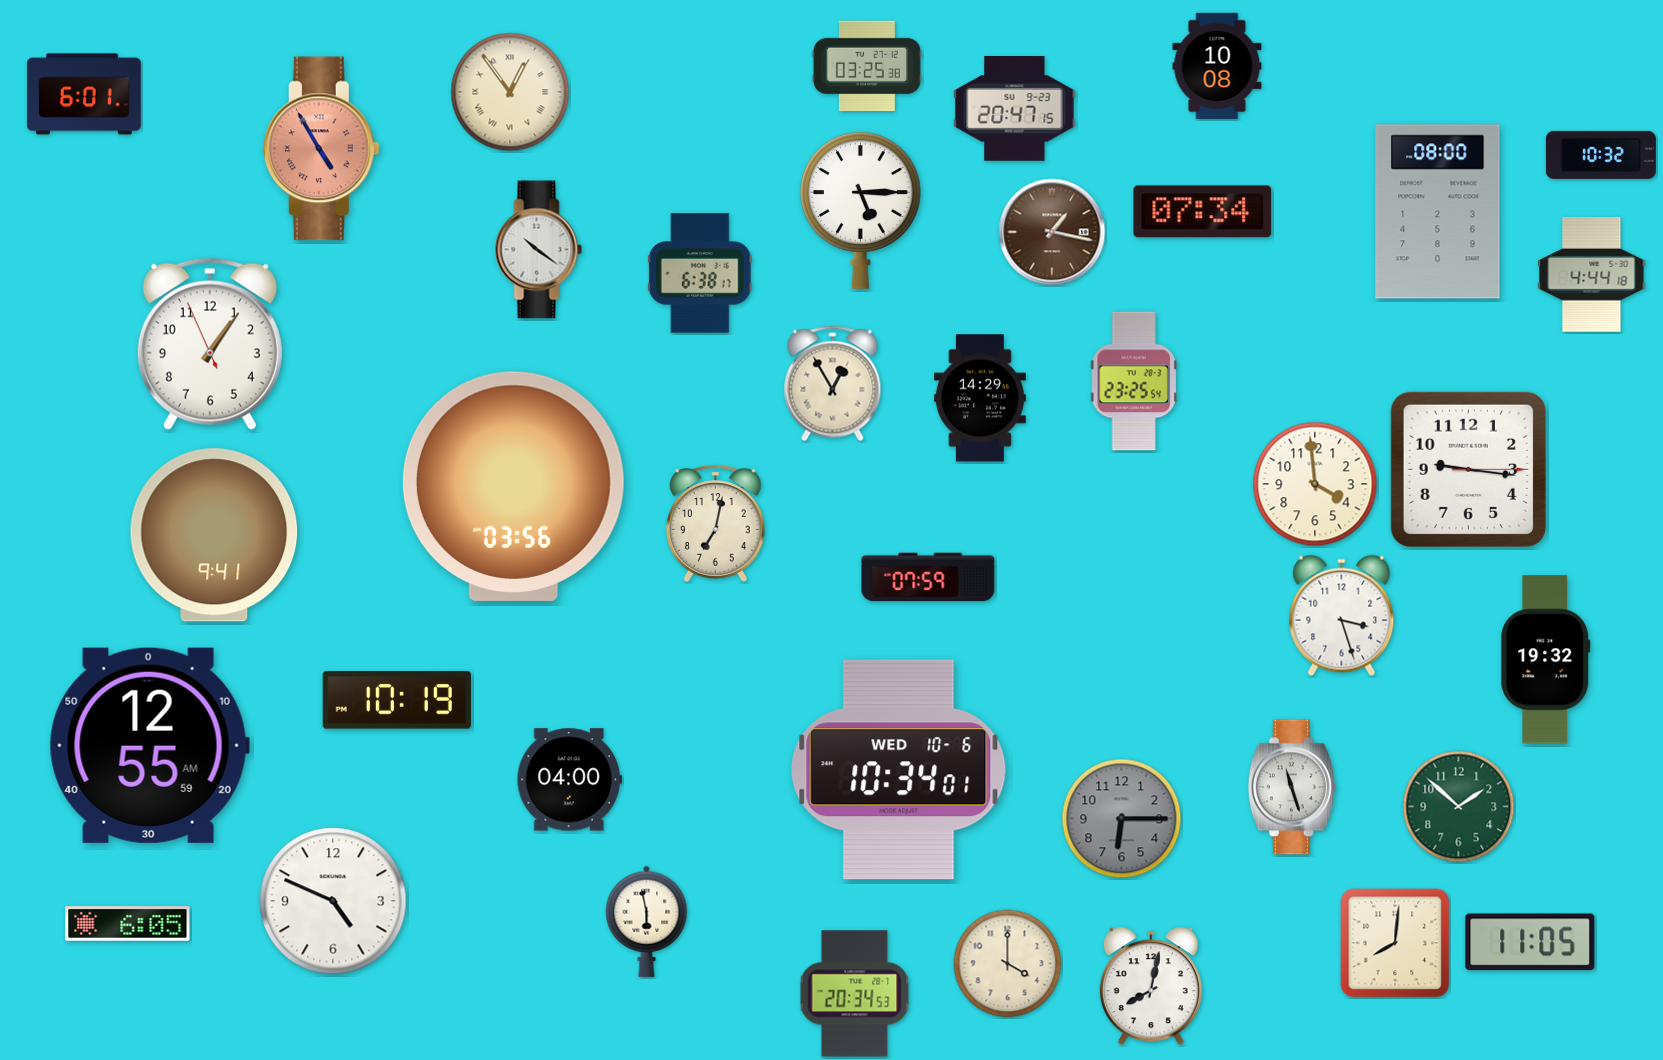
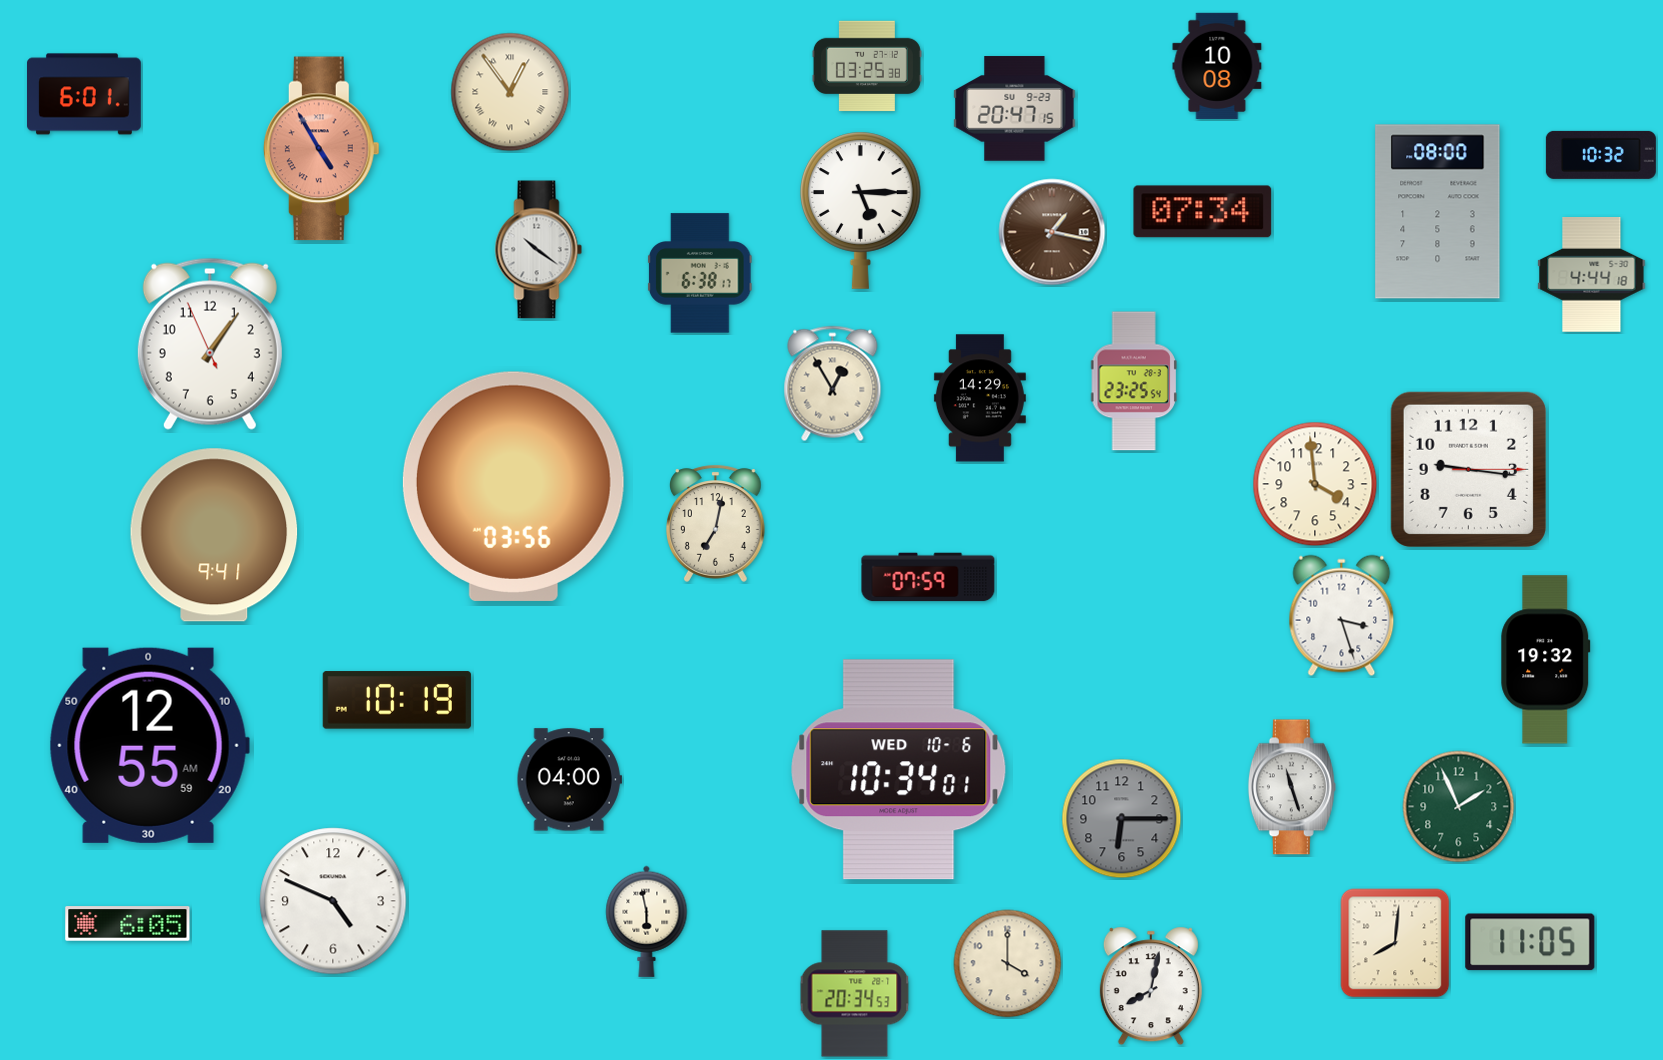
clock at (1459, 807): 1:52 -> 1:56
